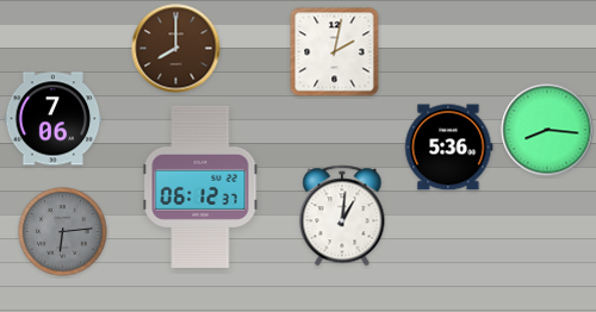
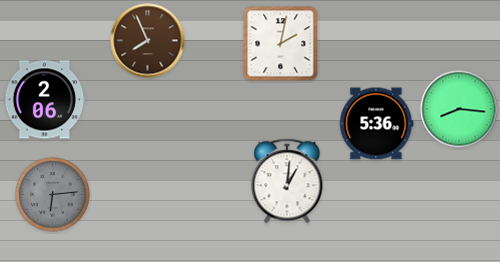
clock at (176, 49): 8:00 -> 7:56
clock at (54, 119): 7:06 -> 2:06
clock at (200, 187): 06:12 -> none
